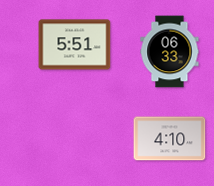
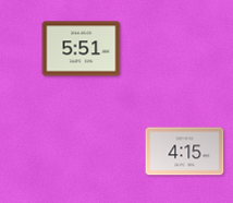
clock at (170, 52): 06:33 -> none
clock at (170, 139): 4:10 -> 4:15
